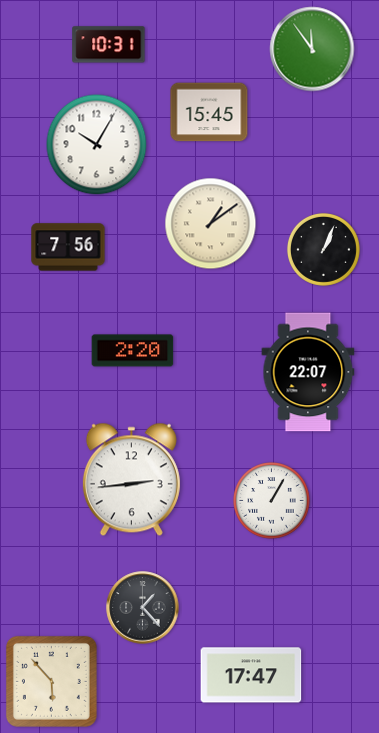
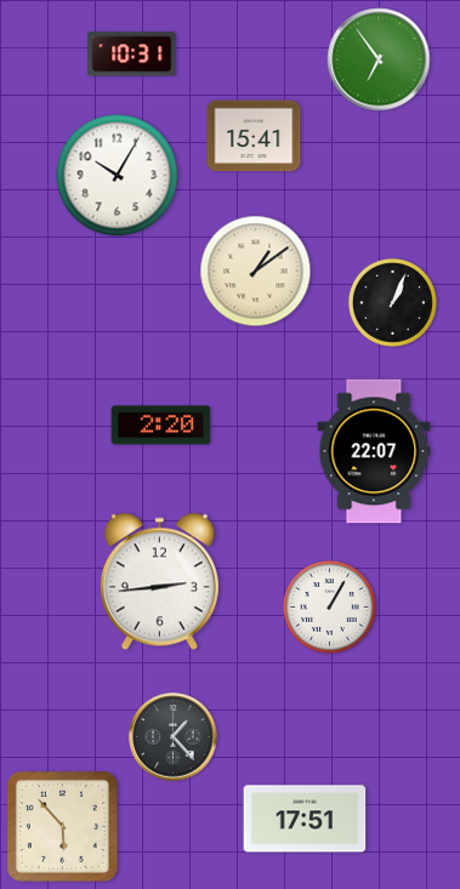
clock at (312, 49): 11:54 -> 6:54
clock at (209, 112): 15:45 -> 15:41
clock at (68, 247): 7:56 -> none
clock at (251, 675): 17:47 -> 17:51
